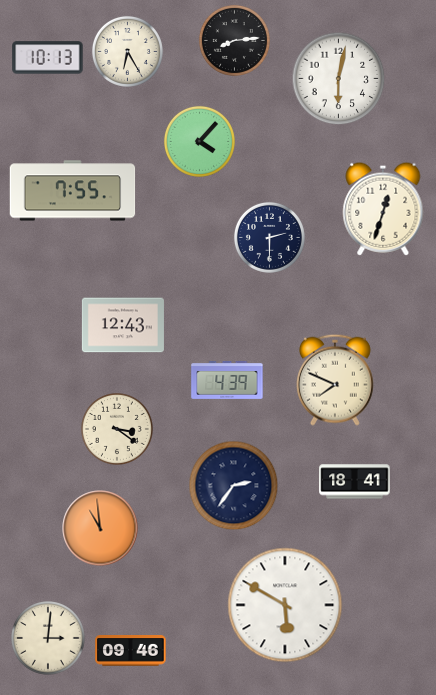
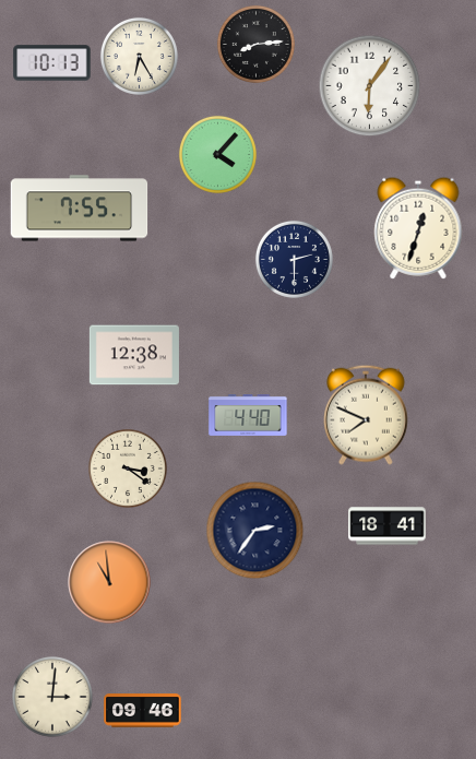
clock at (339, 79): 6:02 -> 6:06
clock at (123, 325): 12:43 -> 12:38
clock at (227, 381): 4:39 -> 4:40
clock at (100, 528) position: (100, 528) -> (109, 582)
clock at (285, 605): 5:50 -> none
